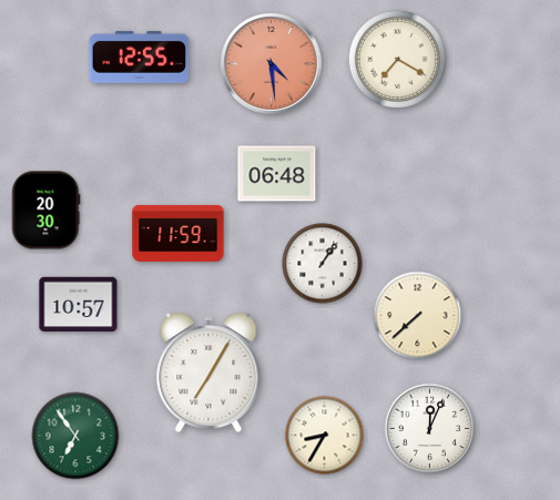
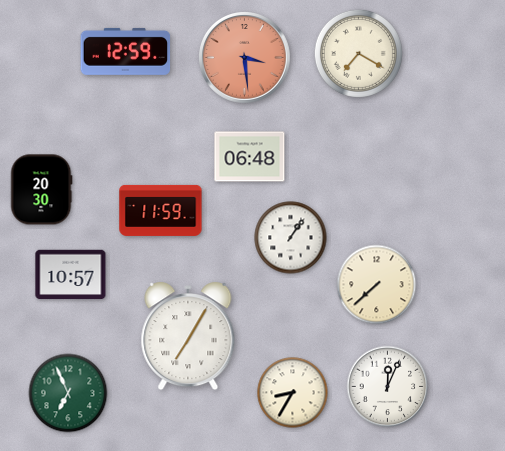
clock at (140, 57): 12:55 -> 12:59
clock at (272, 64): 4:29 -> 3:29
clock at (75, 436): 6:54 -> 6:56
